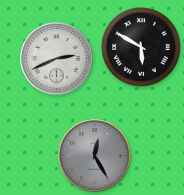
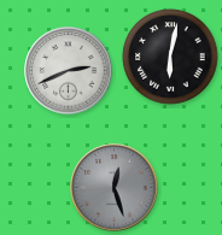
clock at (141, 47): 5:50 -> 6:02
clock at (95, 156): 12:25 -> 12:27
